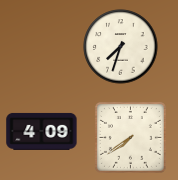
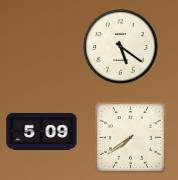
clock at (121, 47): 7:33 -> 5:21
clock at (42, 131): 4:09 -> 5:09
